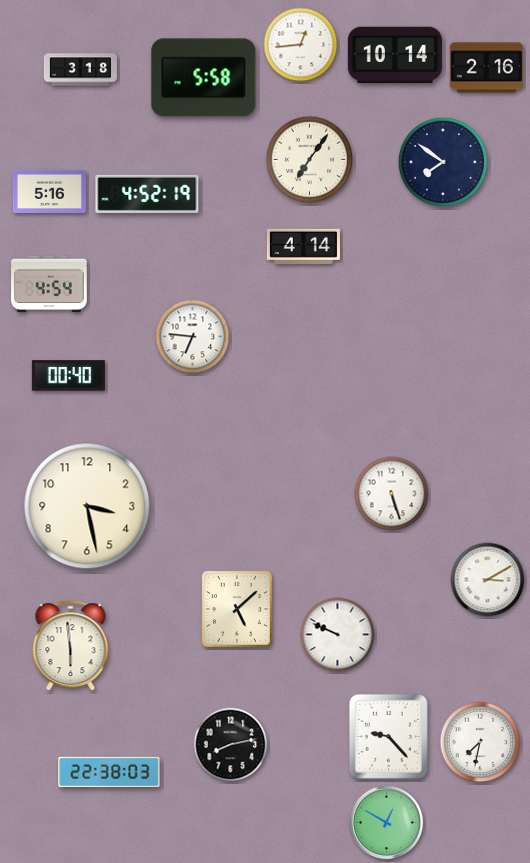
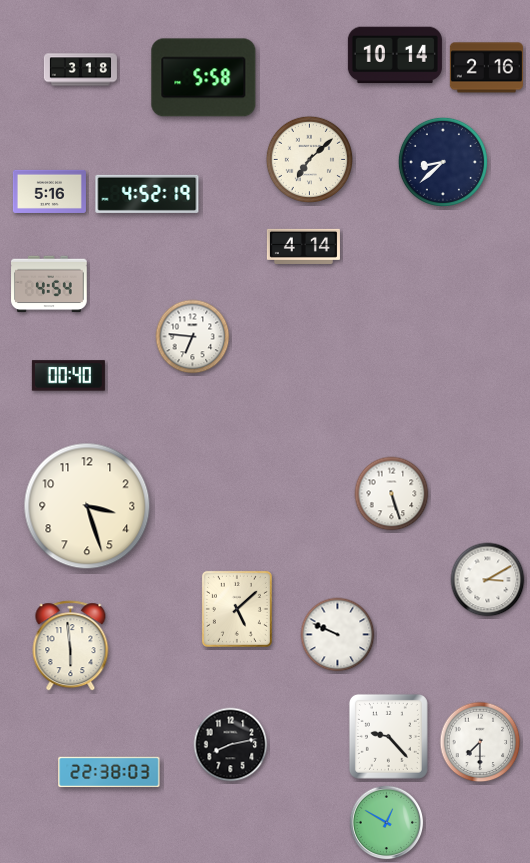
clock at (301, 45): 12:44 -> none
clock at (309, 159): 7:06 -> 7:08
clock at (443, 162): 7:51 -> 8:38
clock at (87, 506): 3:28 -> 3:27
clock at (480, 742): 7:32 -> 7:30
